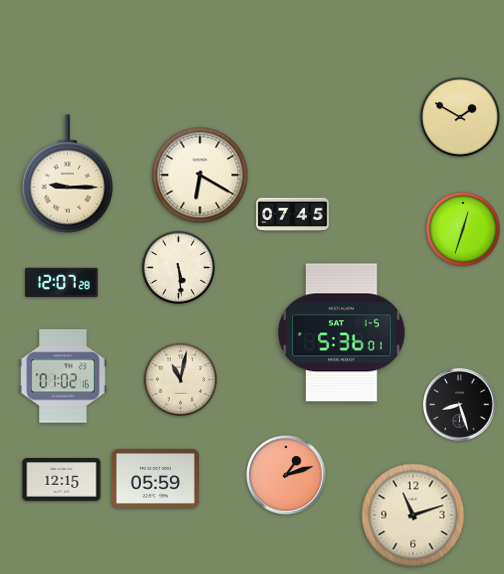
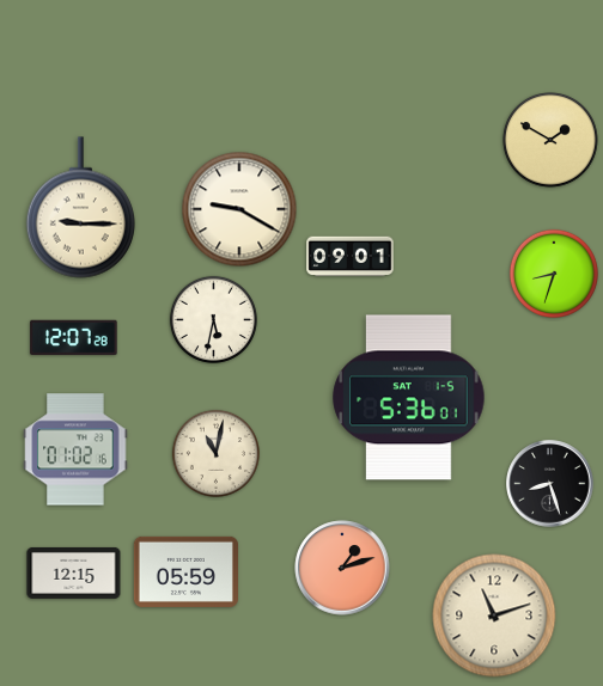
clock at (200, 175): 6:20 -> 9:20
clock at (293, 215): 07:45 -> 09:01
clock at (463, 229): 12:33 -> 8:33
clock at (178, 267): 5:29 -> 5:32
